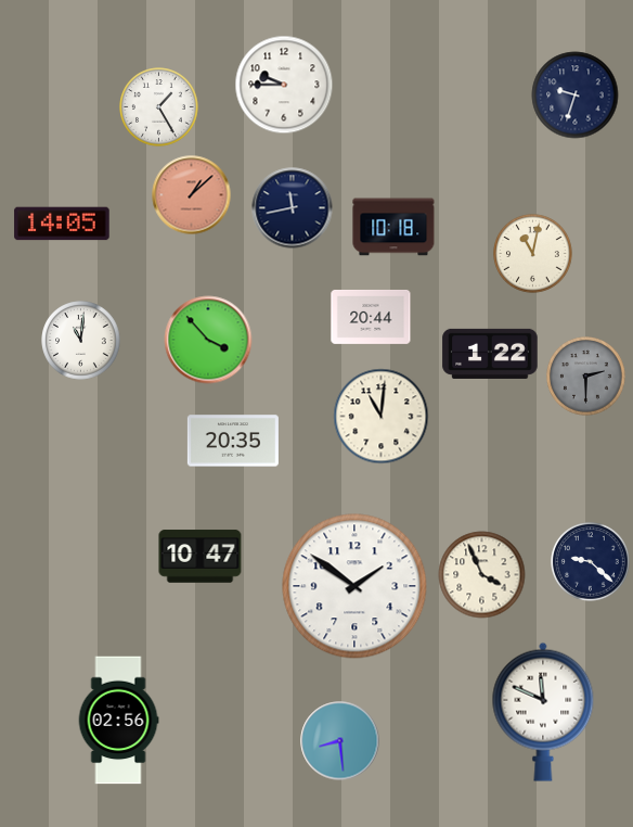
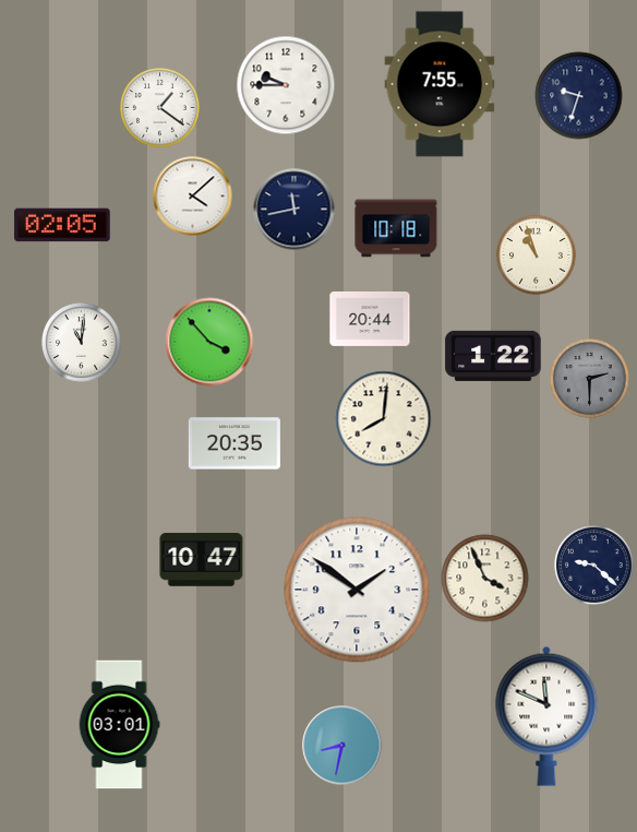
clock at (440, 84): none -> 7:55
clock at (159, 107): 1:25 -> 1:21
clock at (192, 195): 1:08 -> 4:08
clock at (192, 195) dial: salmon -> white
clock at (62, 224): 14:05 -> 02:05
clock at (533, 254): 11:02 -> 10:57
clock at (371, 317) position: (371, 317) -> (370, 319)
clock at (382, 417): 11:01 -> 8:01
clock at (118, 721): 02:56 -> 03:01
clock at (340, 741): 8:29 -> 8:32
